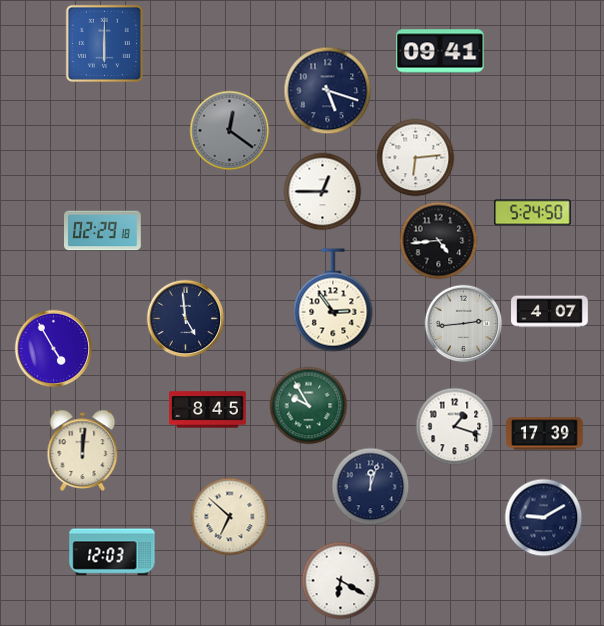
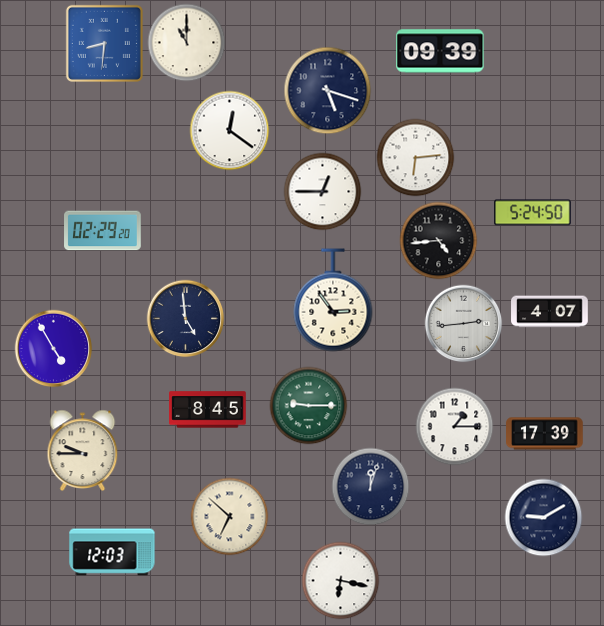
clock at (186, 42): none -> 11:00
clock at (104, 43): 6:00 -> 8:31
clock at (440, 51): 09:41 -> 09:39
clock at (229, 130) dial: grey -> white
clock at (103, 231): 02:29:18 -> 02:29:20
clock at (308, 405): 9:55 -> 9:15
clock at (454, 426): 1:18 -> 1:15
clock at (83, 450): 12:01 -> 9:45
clock at (340, 580): 6:20 -> 6:17
